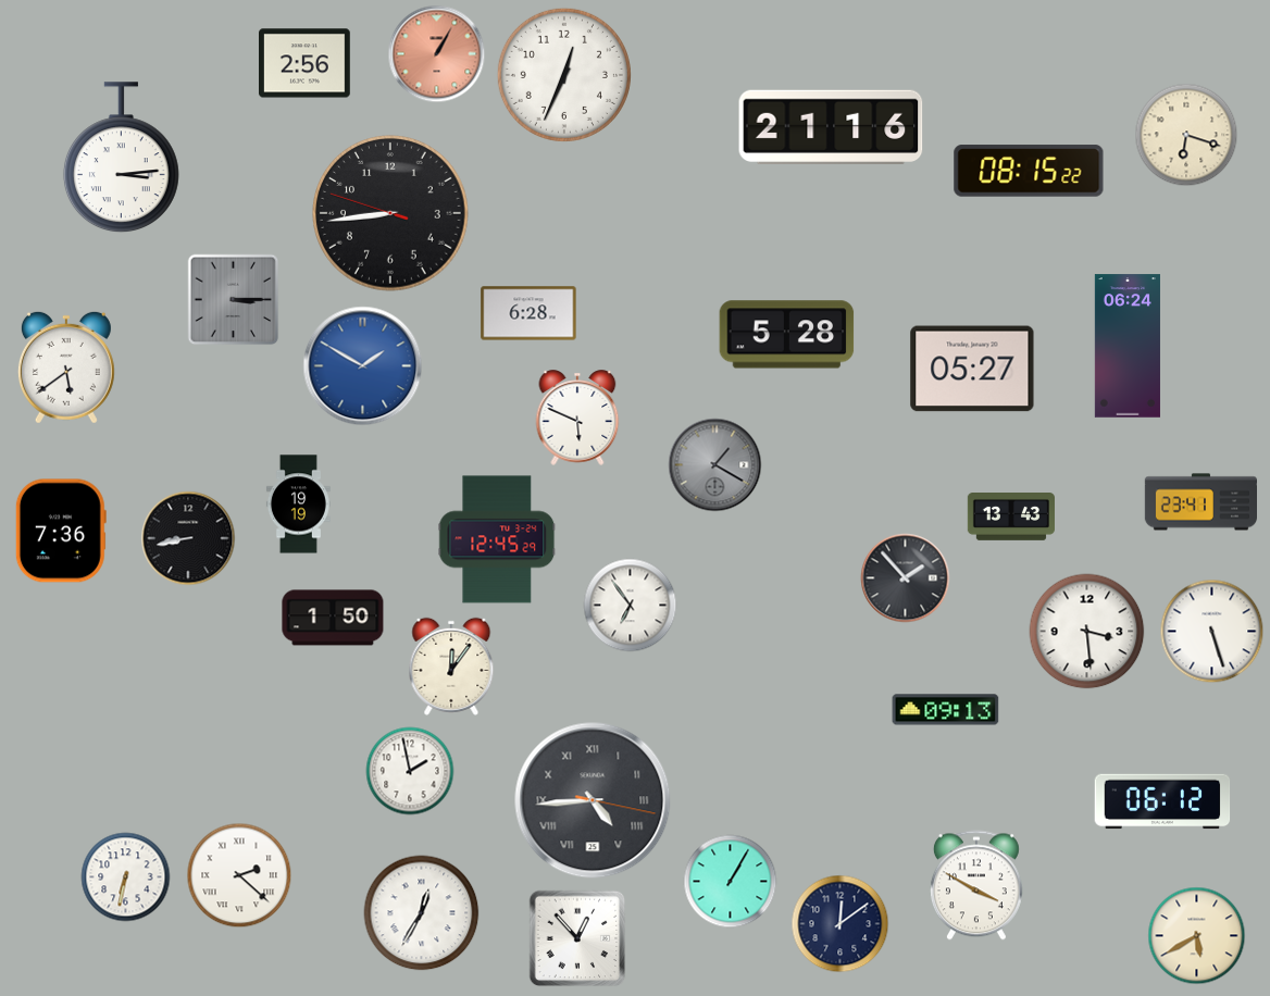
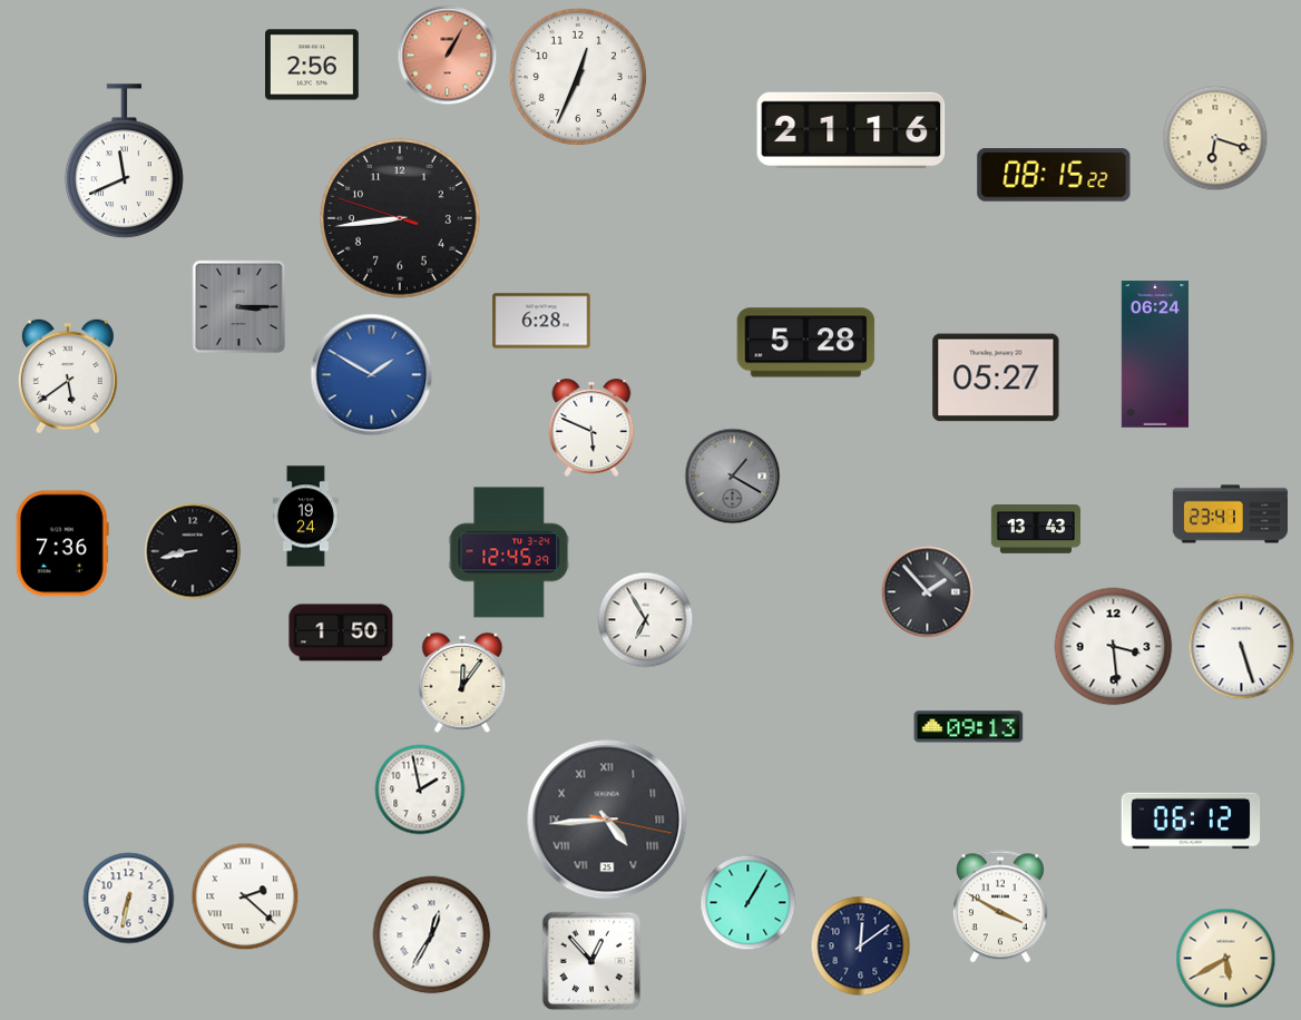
clock at (121, 158): 3:14 -> 11:41
clock at (298, 505): 19:19 -> 19:24
clock at (631, 606): 6:54 -> 6:55
